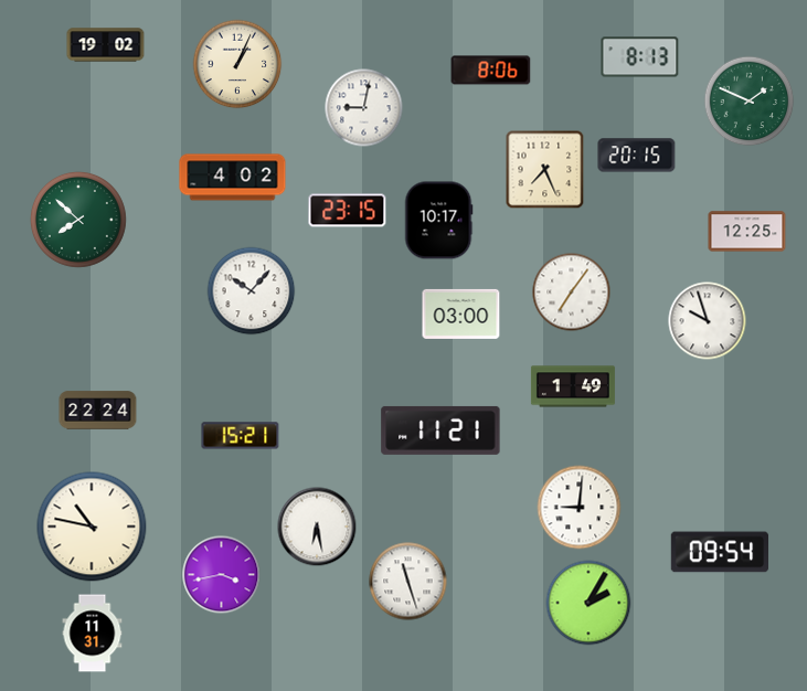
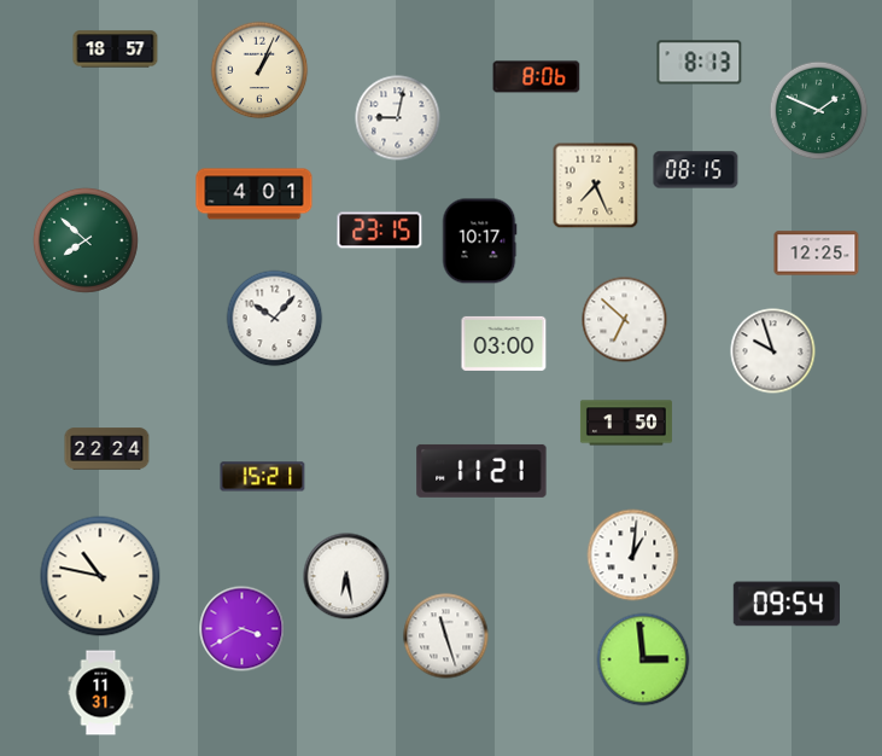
clock at (106, 45): 19:02 -> 18:57
clock at (637, 156): 20:15 -> 08:15
clock at (233, 178): 4:02 -> 4:01
clock at (572, 293): 7:06 -> 6:52
clock at (573, 386): 1:49 -> 1:50
clock at (580, 508): 9:01 -> 1:01
clock at (222, 575): 3:43 -> 3:40
clock at (588, 603): 2:05 -> 2:59
